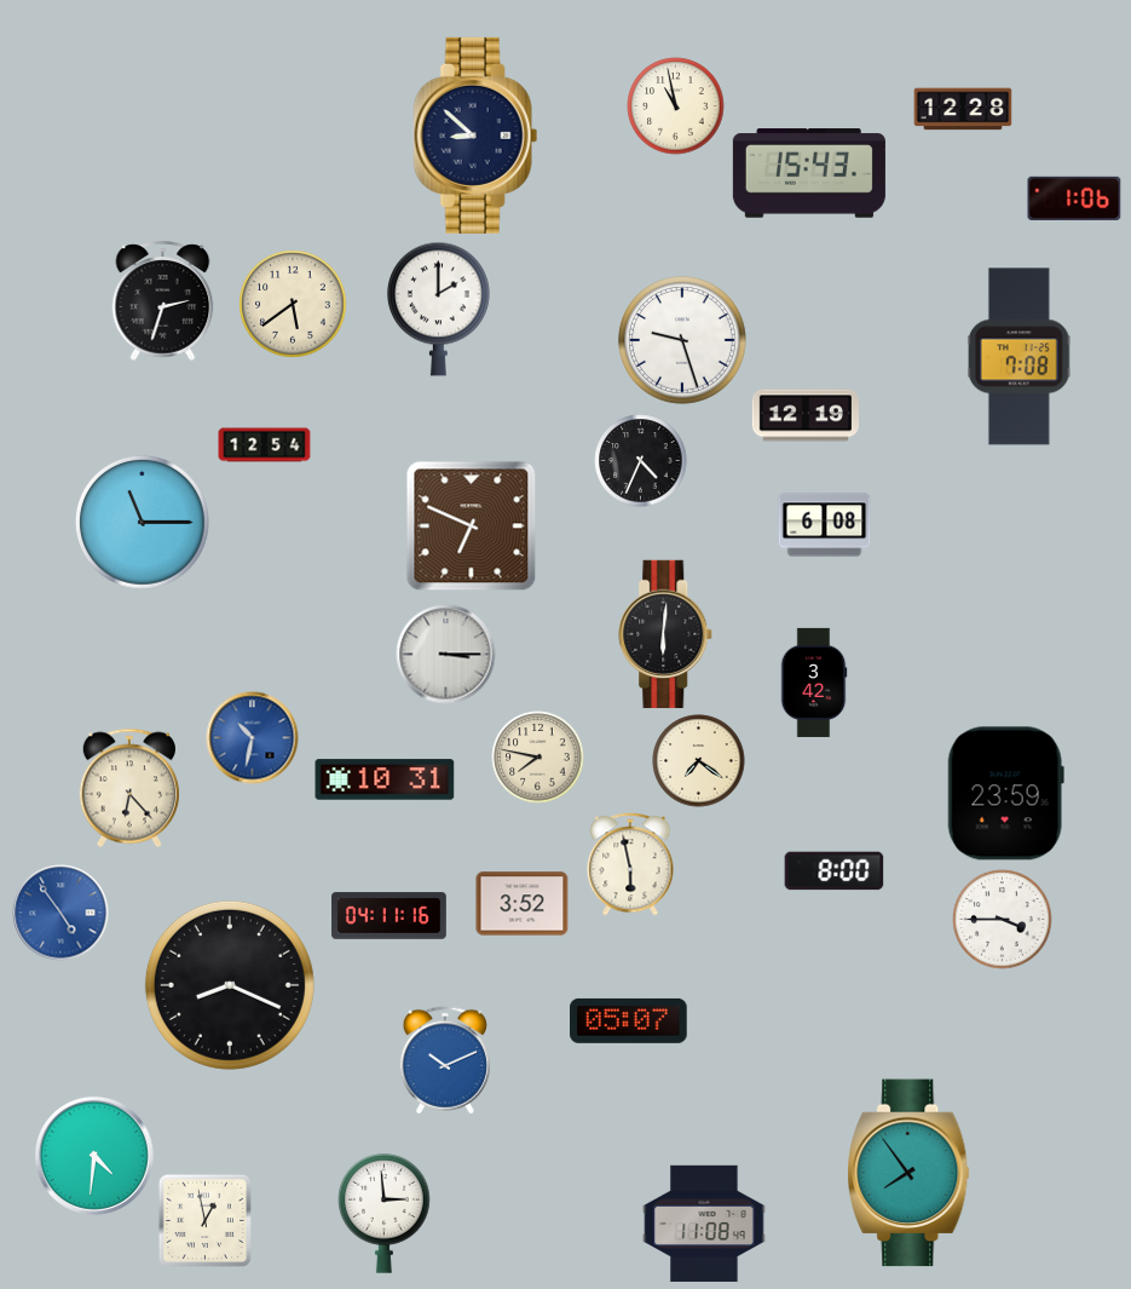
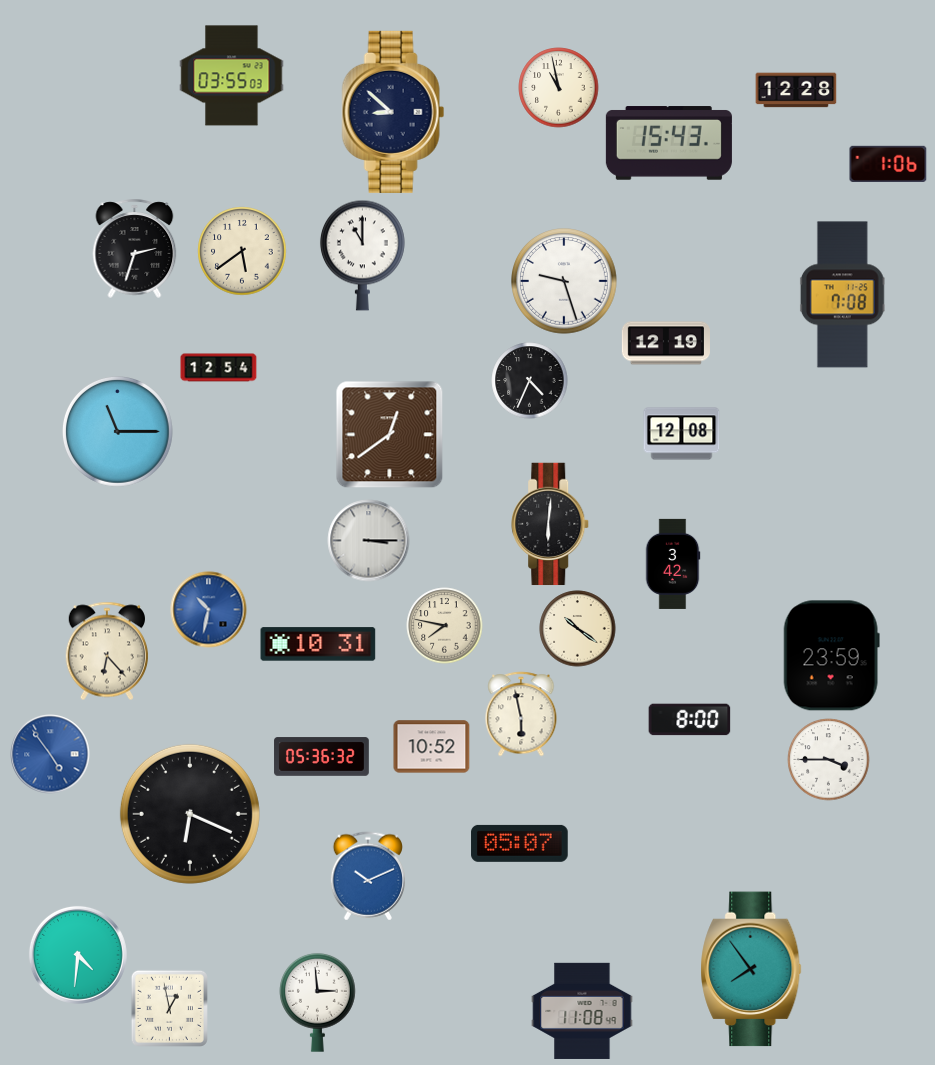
clock at (232, 76): none -> 03:55
clock at (438, 309): 2:00 -> 11:00
clock at (825, 525): 6:08 -> 12:08
clock at (472, 526): 6:49 -> 12:39
clock at (699, 761): 7:21 -> 10:21
clock at (523, 904): 3:52 -> 10:52
clock at (389, 916): 04:11 -> 05:36
clock at (230, 985): 8:19 -> 6:19
